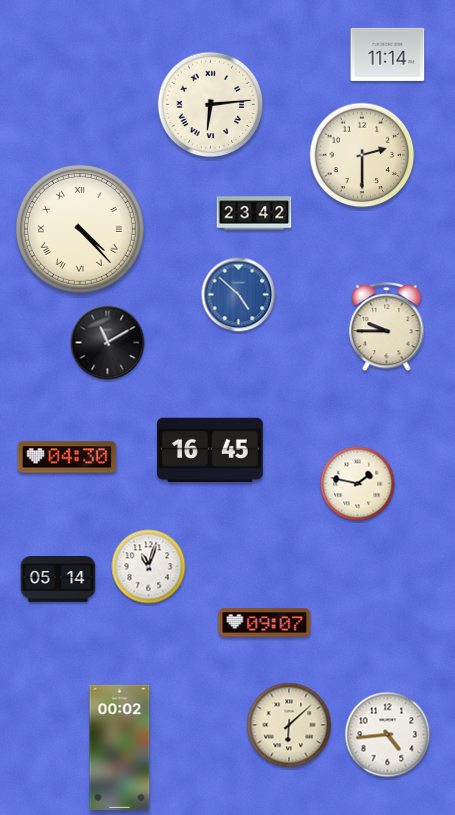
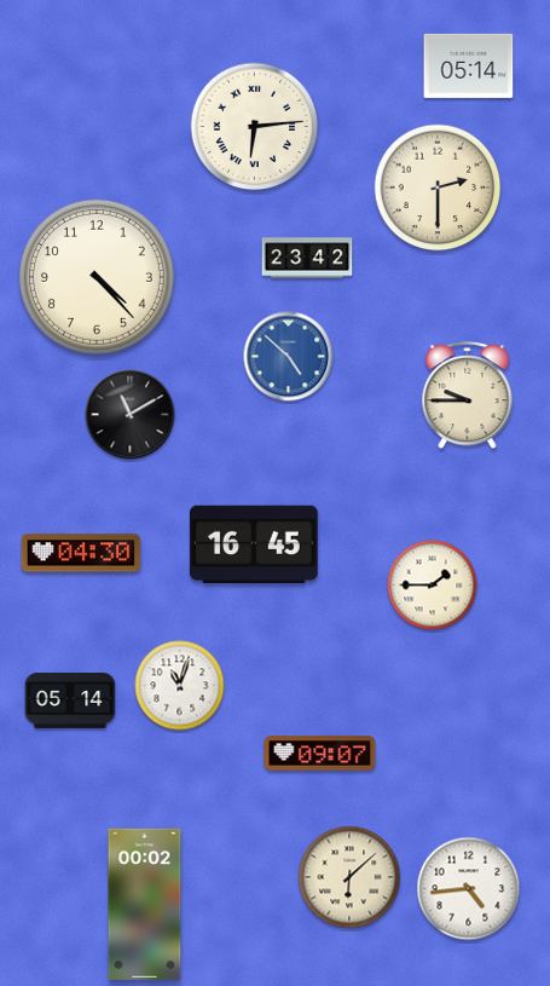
clock at (388, 54): 11:14 -> 05:14
clock at (80, 229) numerals: Roman -> Arabic
clock at (358, 484): 1:47 -> 1:45
